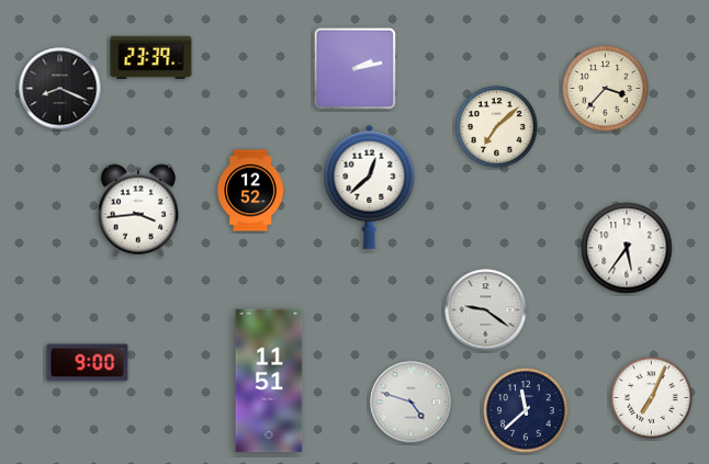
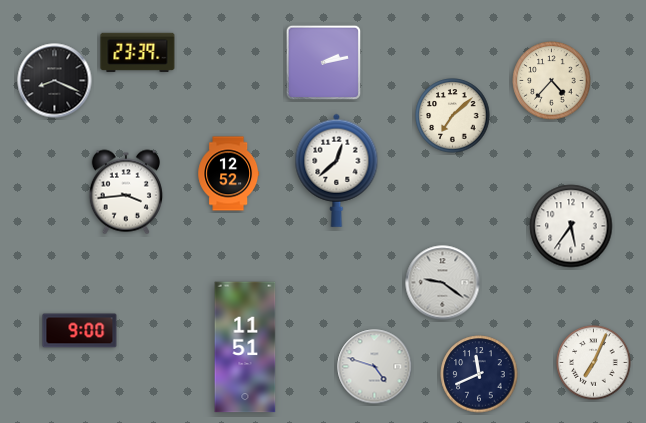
clock at (606, 89): 3:37 -> 4:37
clock at (526, 410): 11:38 -> 11:41
